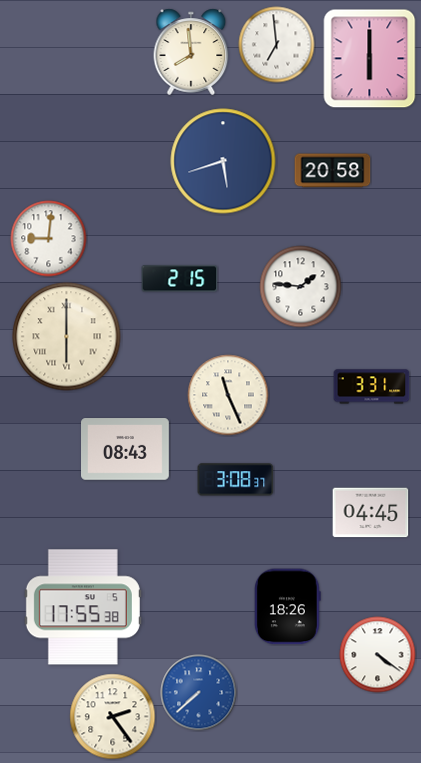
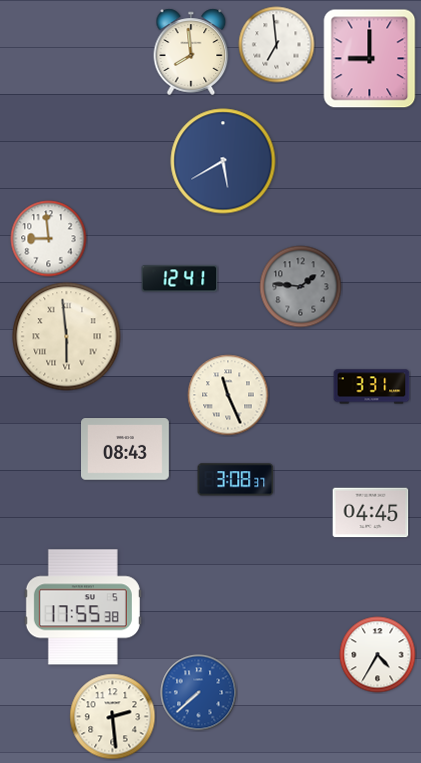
clock at (370, 59): 6:00 -> 9:00
clock at (223, 161): 5:42 -> 5:40
clock at (333, 171): 20:58 -> none
clock at (49, 239): 9:01 -> 8:59
clock at (180, 279): 2:15 -> 12:41
clock at (301, 287) dial: white -> grey
clock at (67, 337): 6:00 -> 5:59
clock at (287, 607): 18:26 -> none
clock at (378, 655): 4:21 -> 4:35
clock at (113, 717): 2:24 -> 2:29
